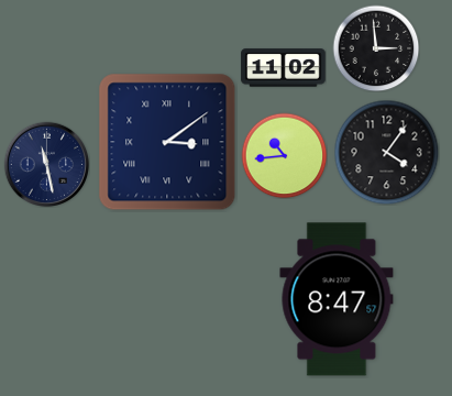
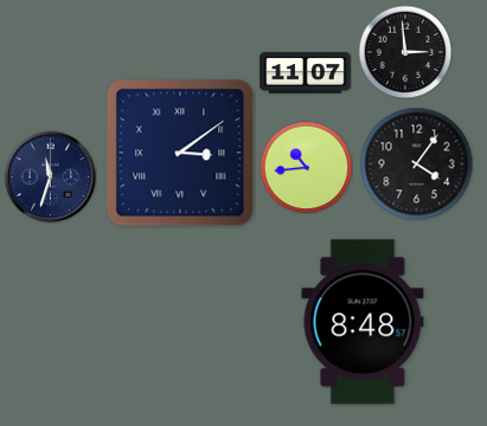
clock at (284, 68): 11:02 -> 11:07
clock at (46, 164): 11:28 -> 11:33
clock at (337, 299): 8:47 -> 8:48
